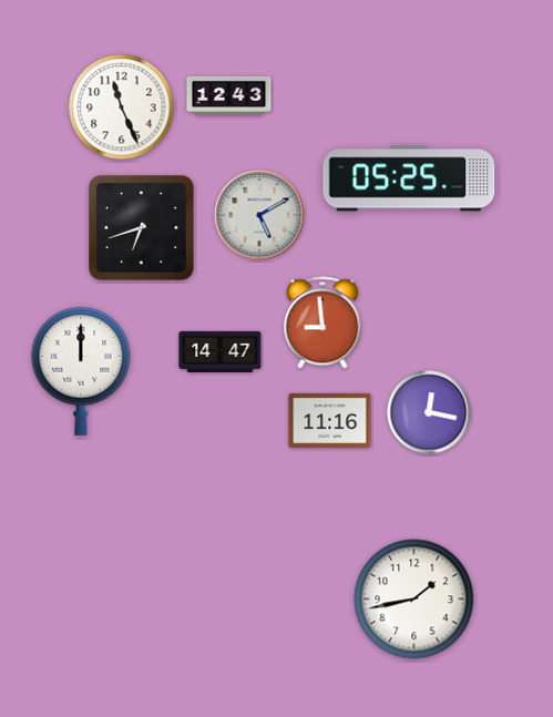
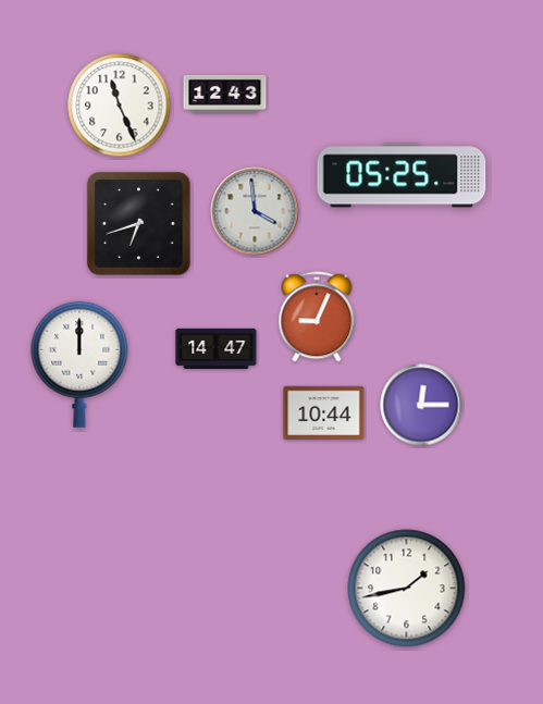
clock at (259, 215): 5:10 -> 3:59
clock at (322, 322): 8:59 -> 9:04
clock at (221, 351) position: (221, 351) -> (217, 348)
clock at (429, 412): 12:17 -> 12:15
clock at (330, 420): 11:16 -> 10:44
